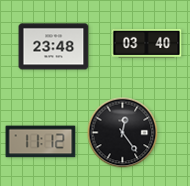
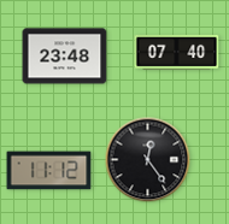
clock at (147, 43): 03:40 -> 07:40
